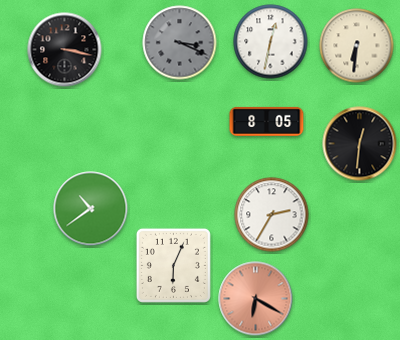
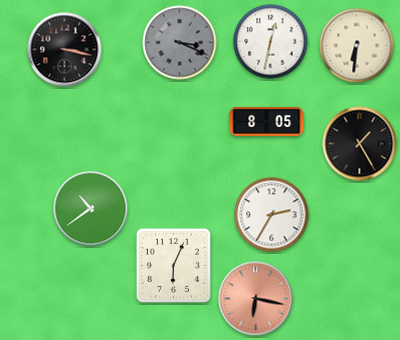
clock at (360, 144): 12:31 -> 1:25
clock at (256, 299): 6:20 -> 6:17
